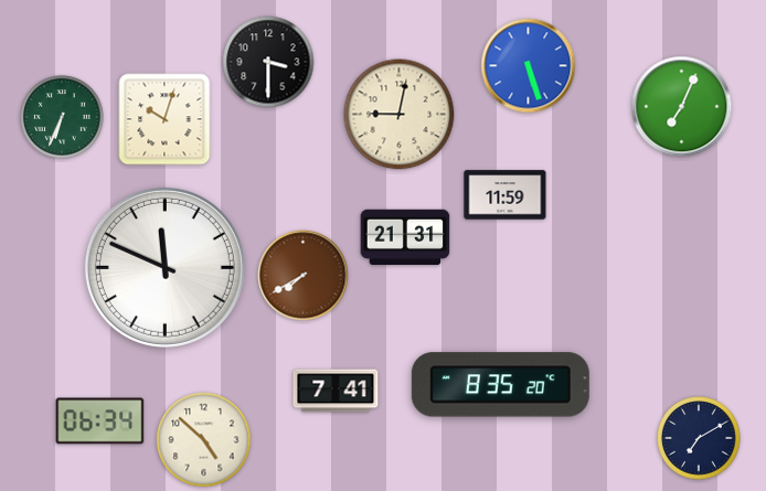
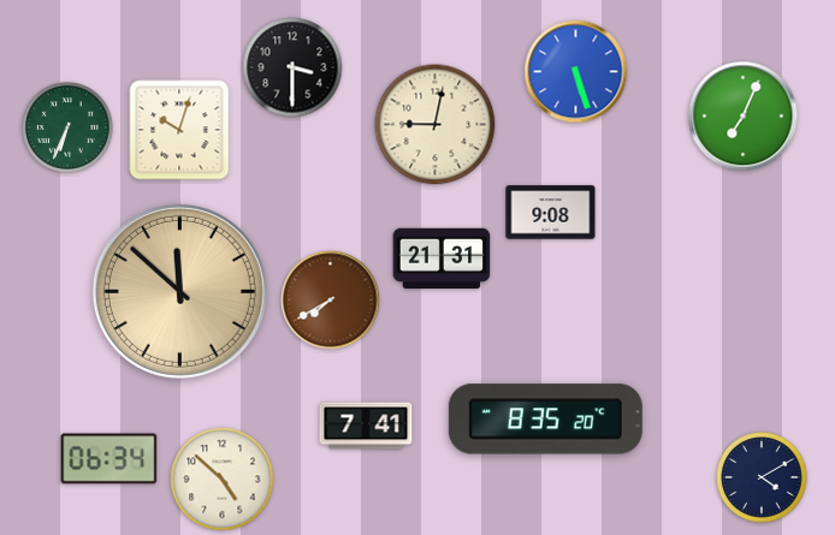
clock at (506, 195): 11:59 -> 9:08
clock at (164, 267): 11:49 -> 11:52
clock at (164, 267) dial: white -> champagne
clock at (699, 438): 7:10 -> 4:10
